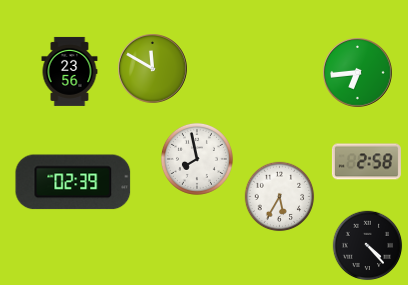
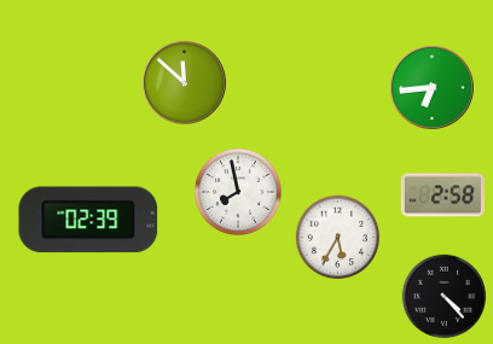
clock at (153, 69): 11:50 -> 11:52
clock at (70, 71): 23:56 -> none
